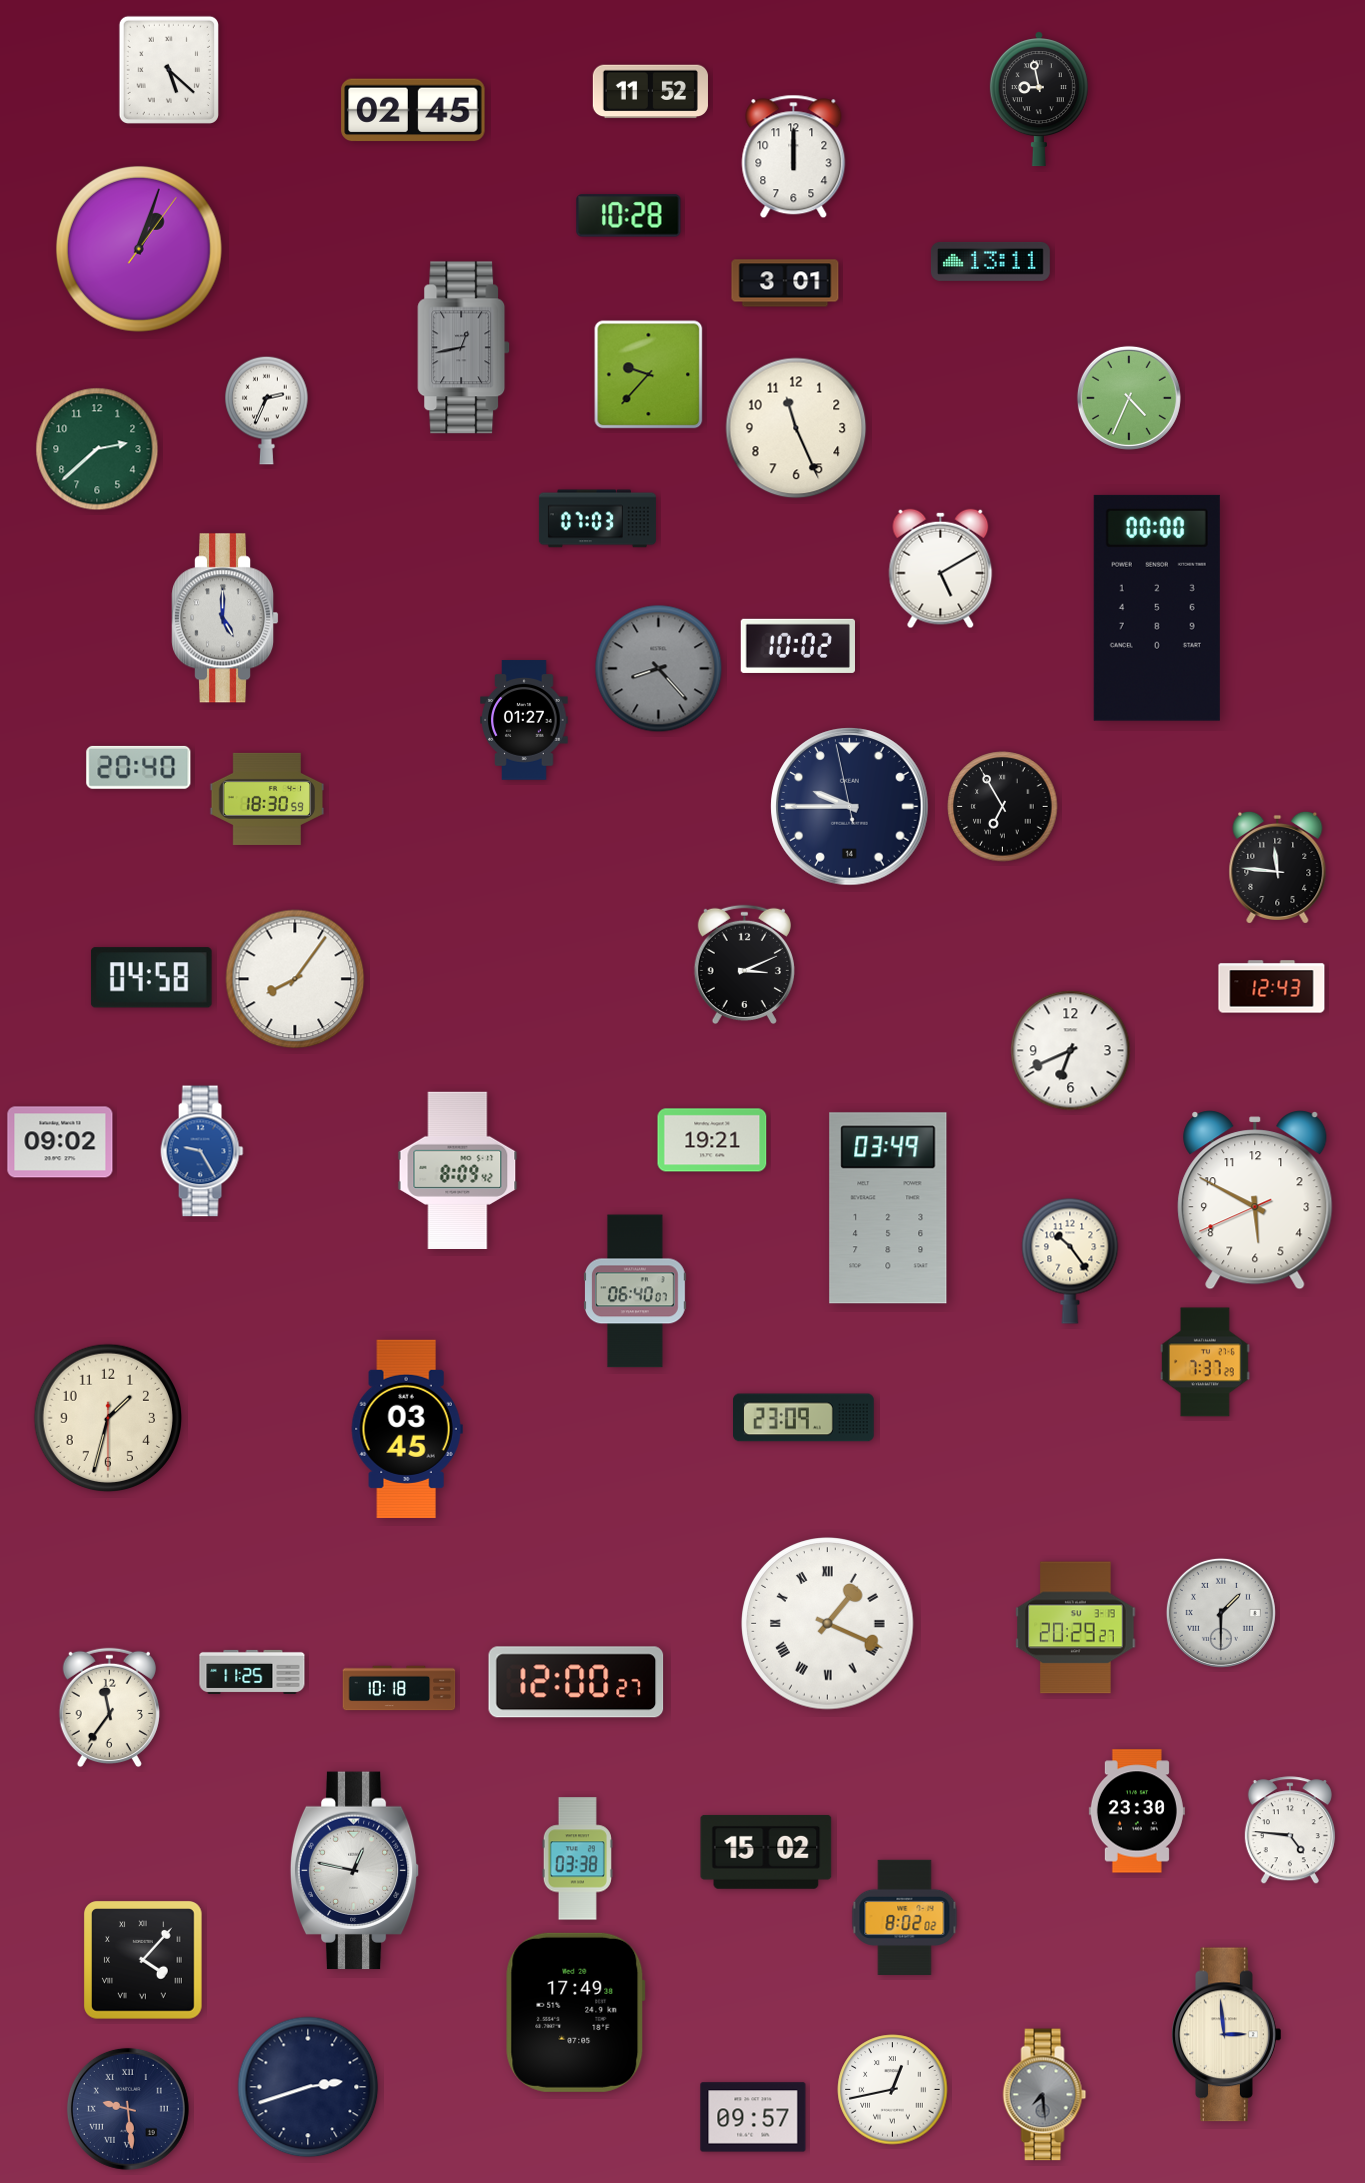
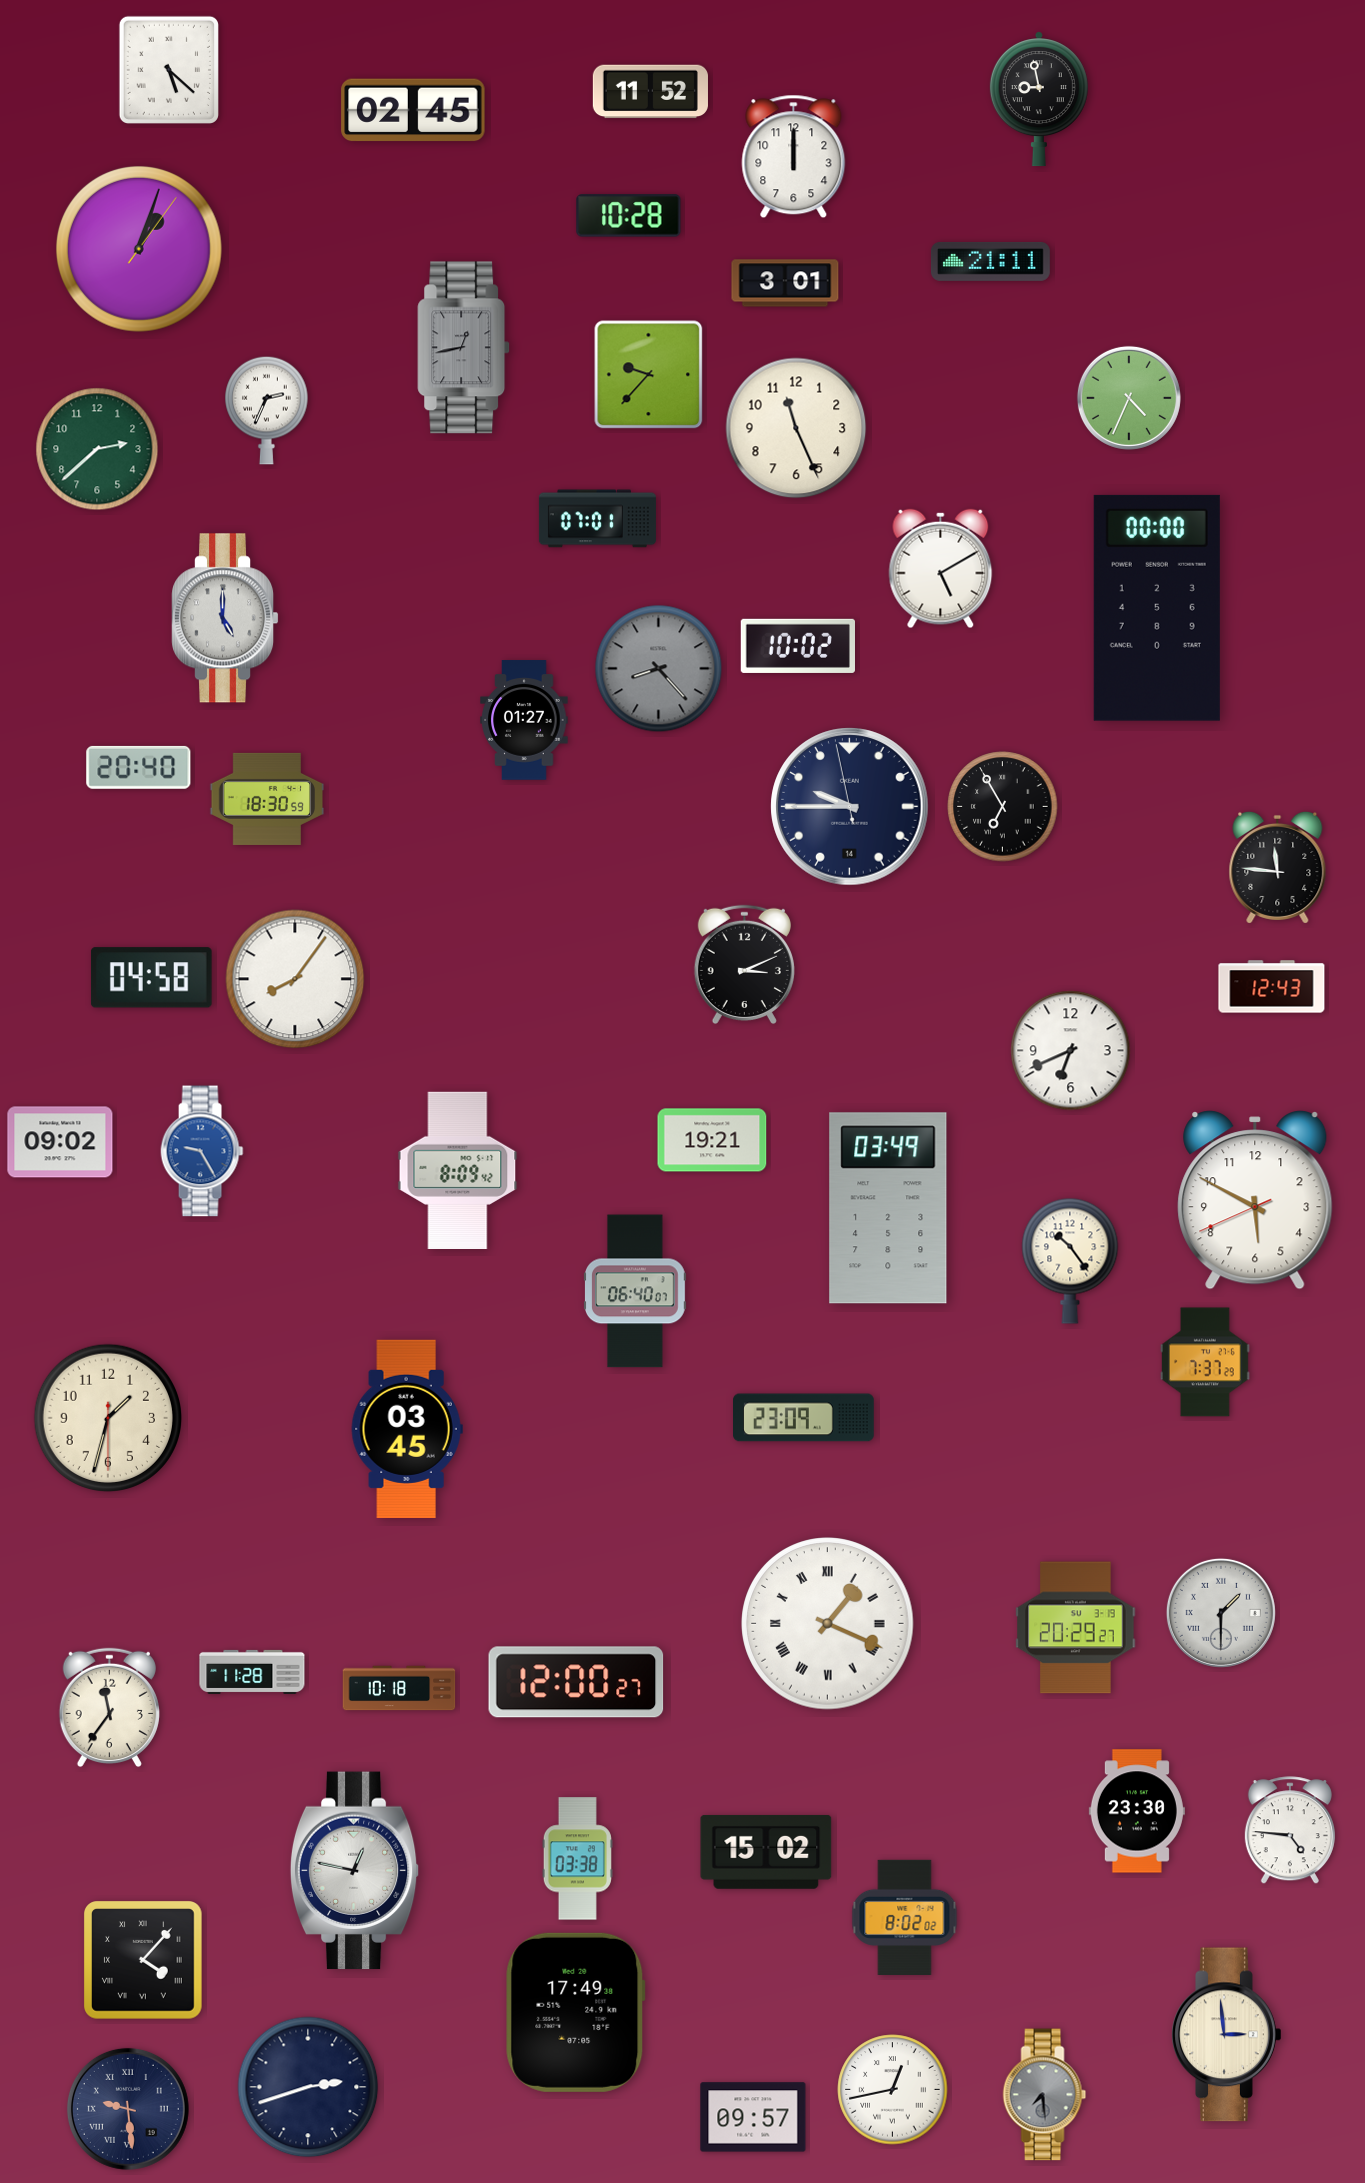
clock at (990, 261): 13:11 -> 21:11
clock at (597, 519): 07:03 -> 07:01
clock at (252, 1672): 11:25 -> 11:28
